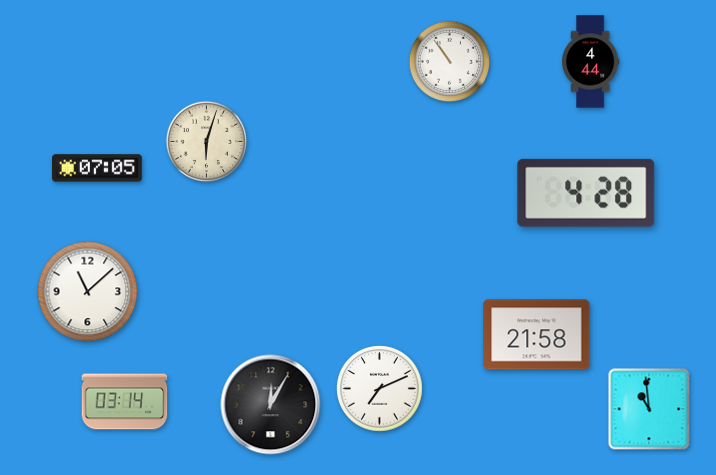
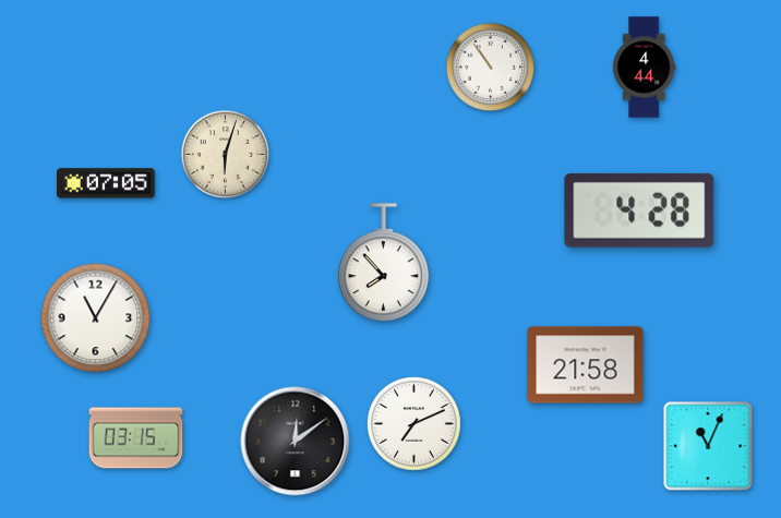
clock at (383, 263): none -> 7:53
clock at (88, 292): 11:08 -> 11:05
clock at (125, 402): 03:14 -> 03:15
clock at (271, 405): 12:05 -> 12:09
clock at (649, 409): 10:59 -> 11:04
